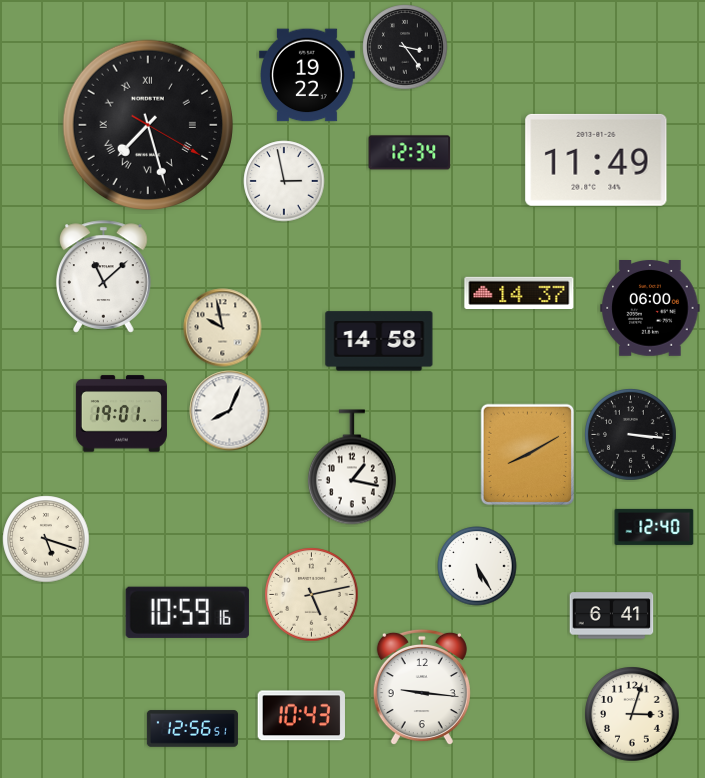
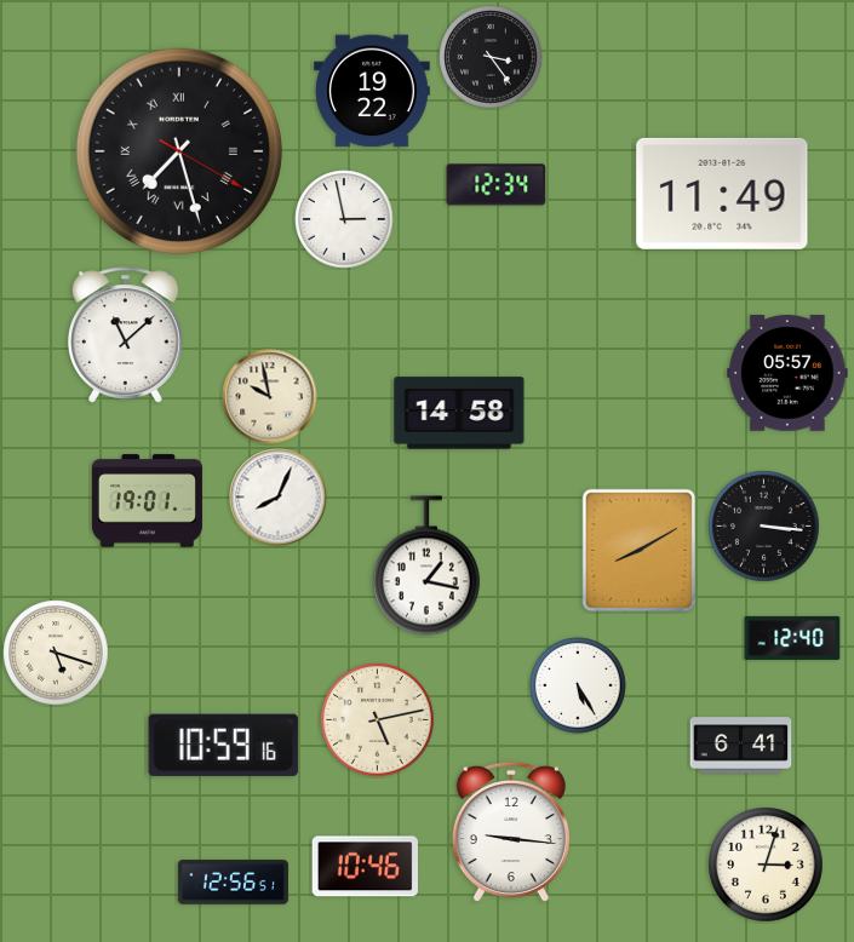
clock at (519, 292): 14:37 -> none
clock at (650, 309): 06:00 -> 05:57
clock at (187, 612) position: (187, 612) -> (223, 745)
clock at (301, 716): 10:43 -> 10:46
